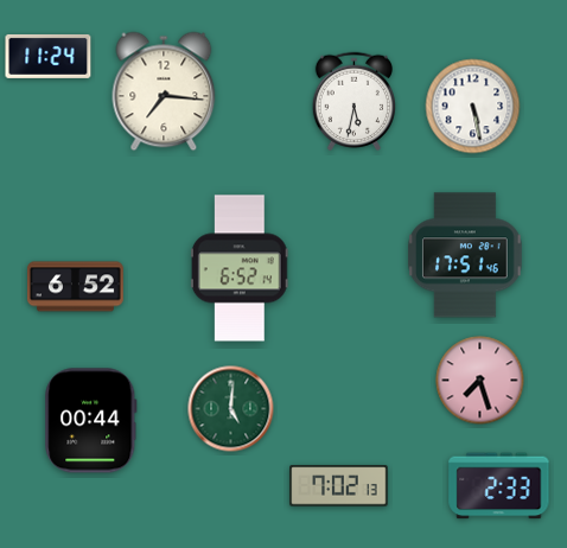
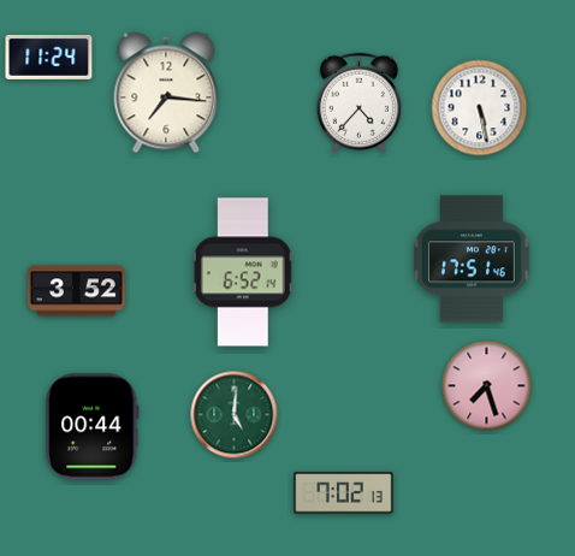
clock at (353, 101): 5:32 -> 4:37
clock at (75, 287): 6:52 -> 3:52
clock at (499, 486): 2:33 -> none
